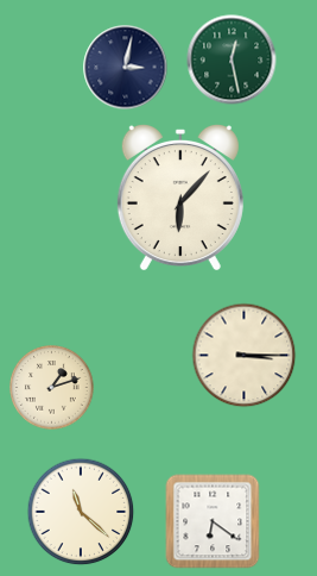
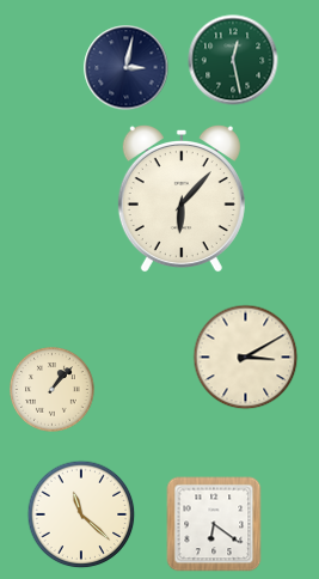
clock at (245, 356): 3:15 -> 3:10
clock at (52, 388): 1:12 -> 1:07
